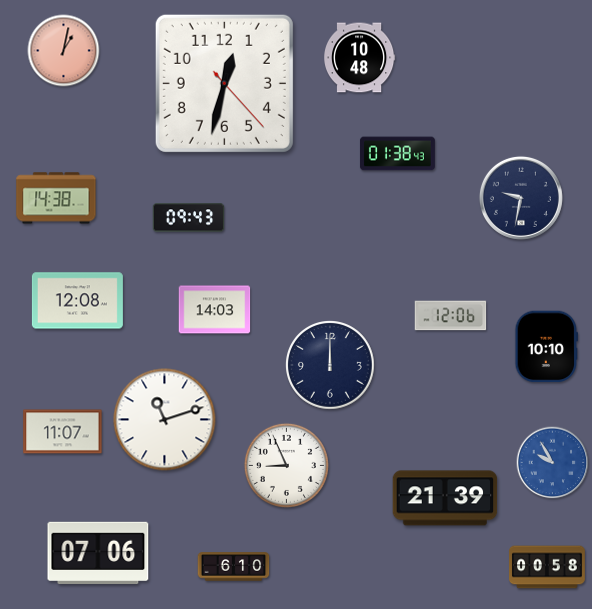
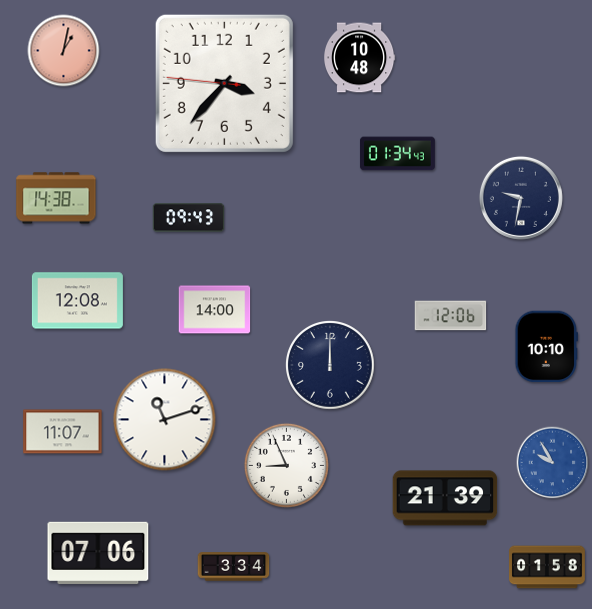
clock at (224, 83): 12:32 -> 3:36
clock at (397, 154): 01:38 -> 01:34
clock at (215, 310): 14:03 -> 14:00
clock at (234, 567): 6:10 -> 3:34
clock at (547, 567): 00:58 -> 01:58
